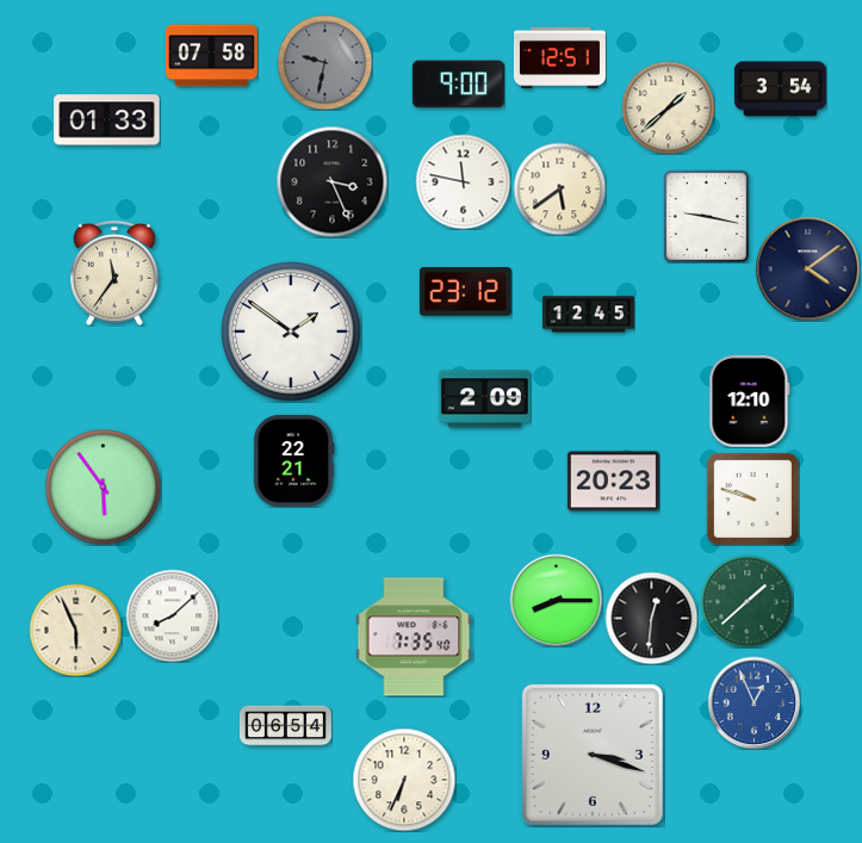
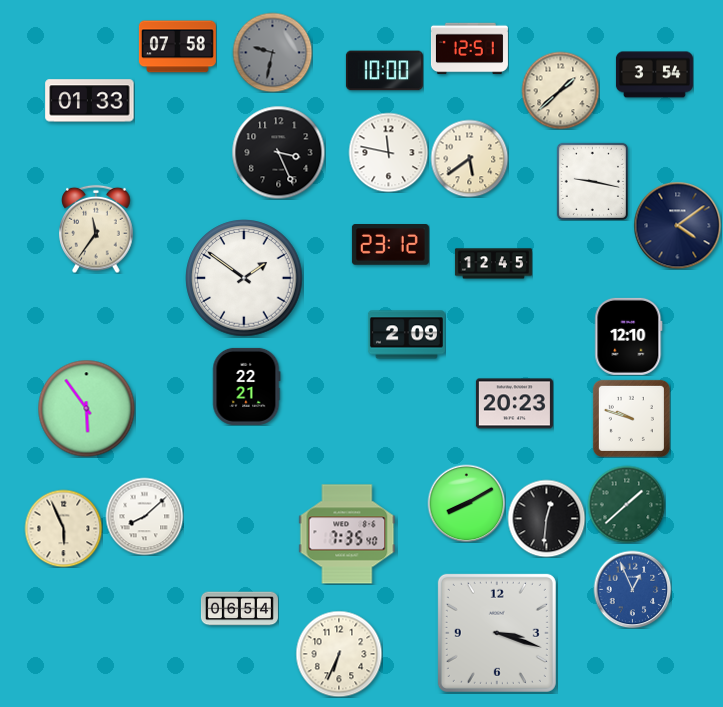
clock at (458, 85): 9:00 -> 10:00
clock at (556, 600): 8:15 -> 8:10
